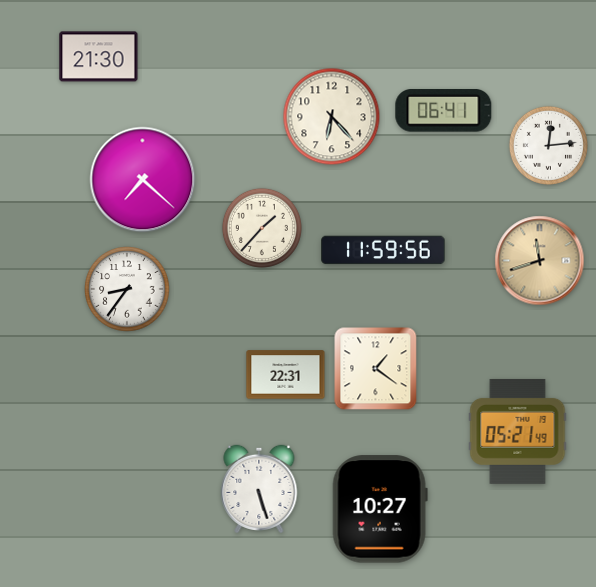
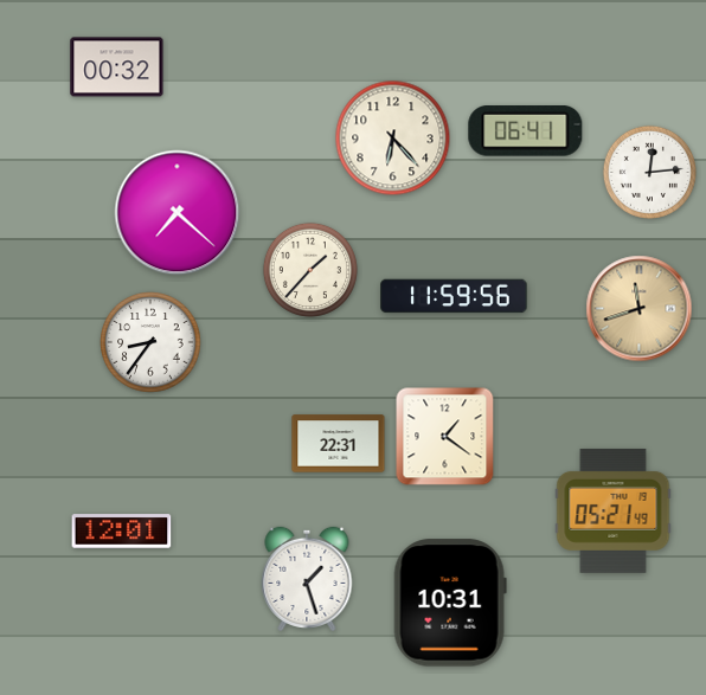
clock at (99, 57): 21:30 -> 00:32
clock at (143, 180) position: (143, 180) -> (178, 213)
clock at (122, 532): none -> 12:01
clock at (259, 489): 5:27 -> 1:27
clock at (380, 509): 10:27 -> 10:31
